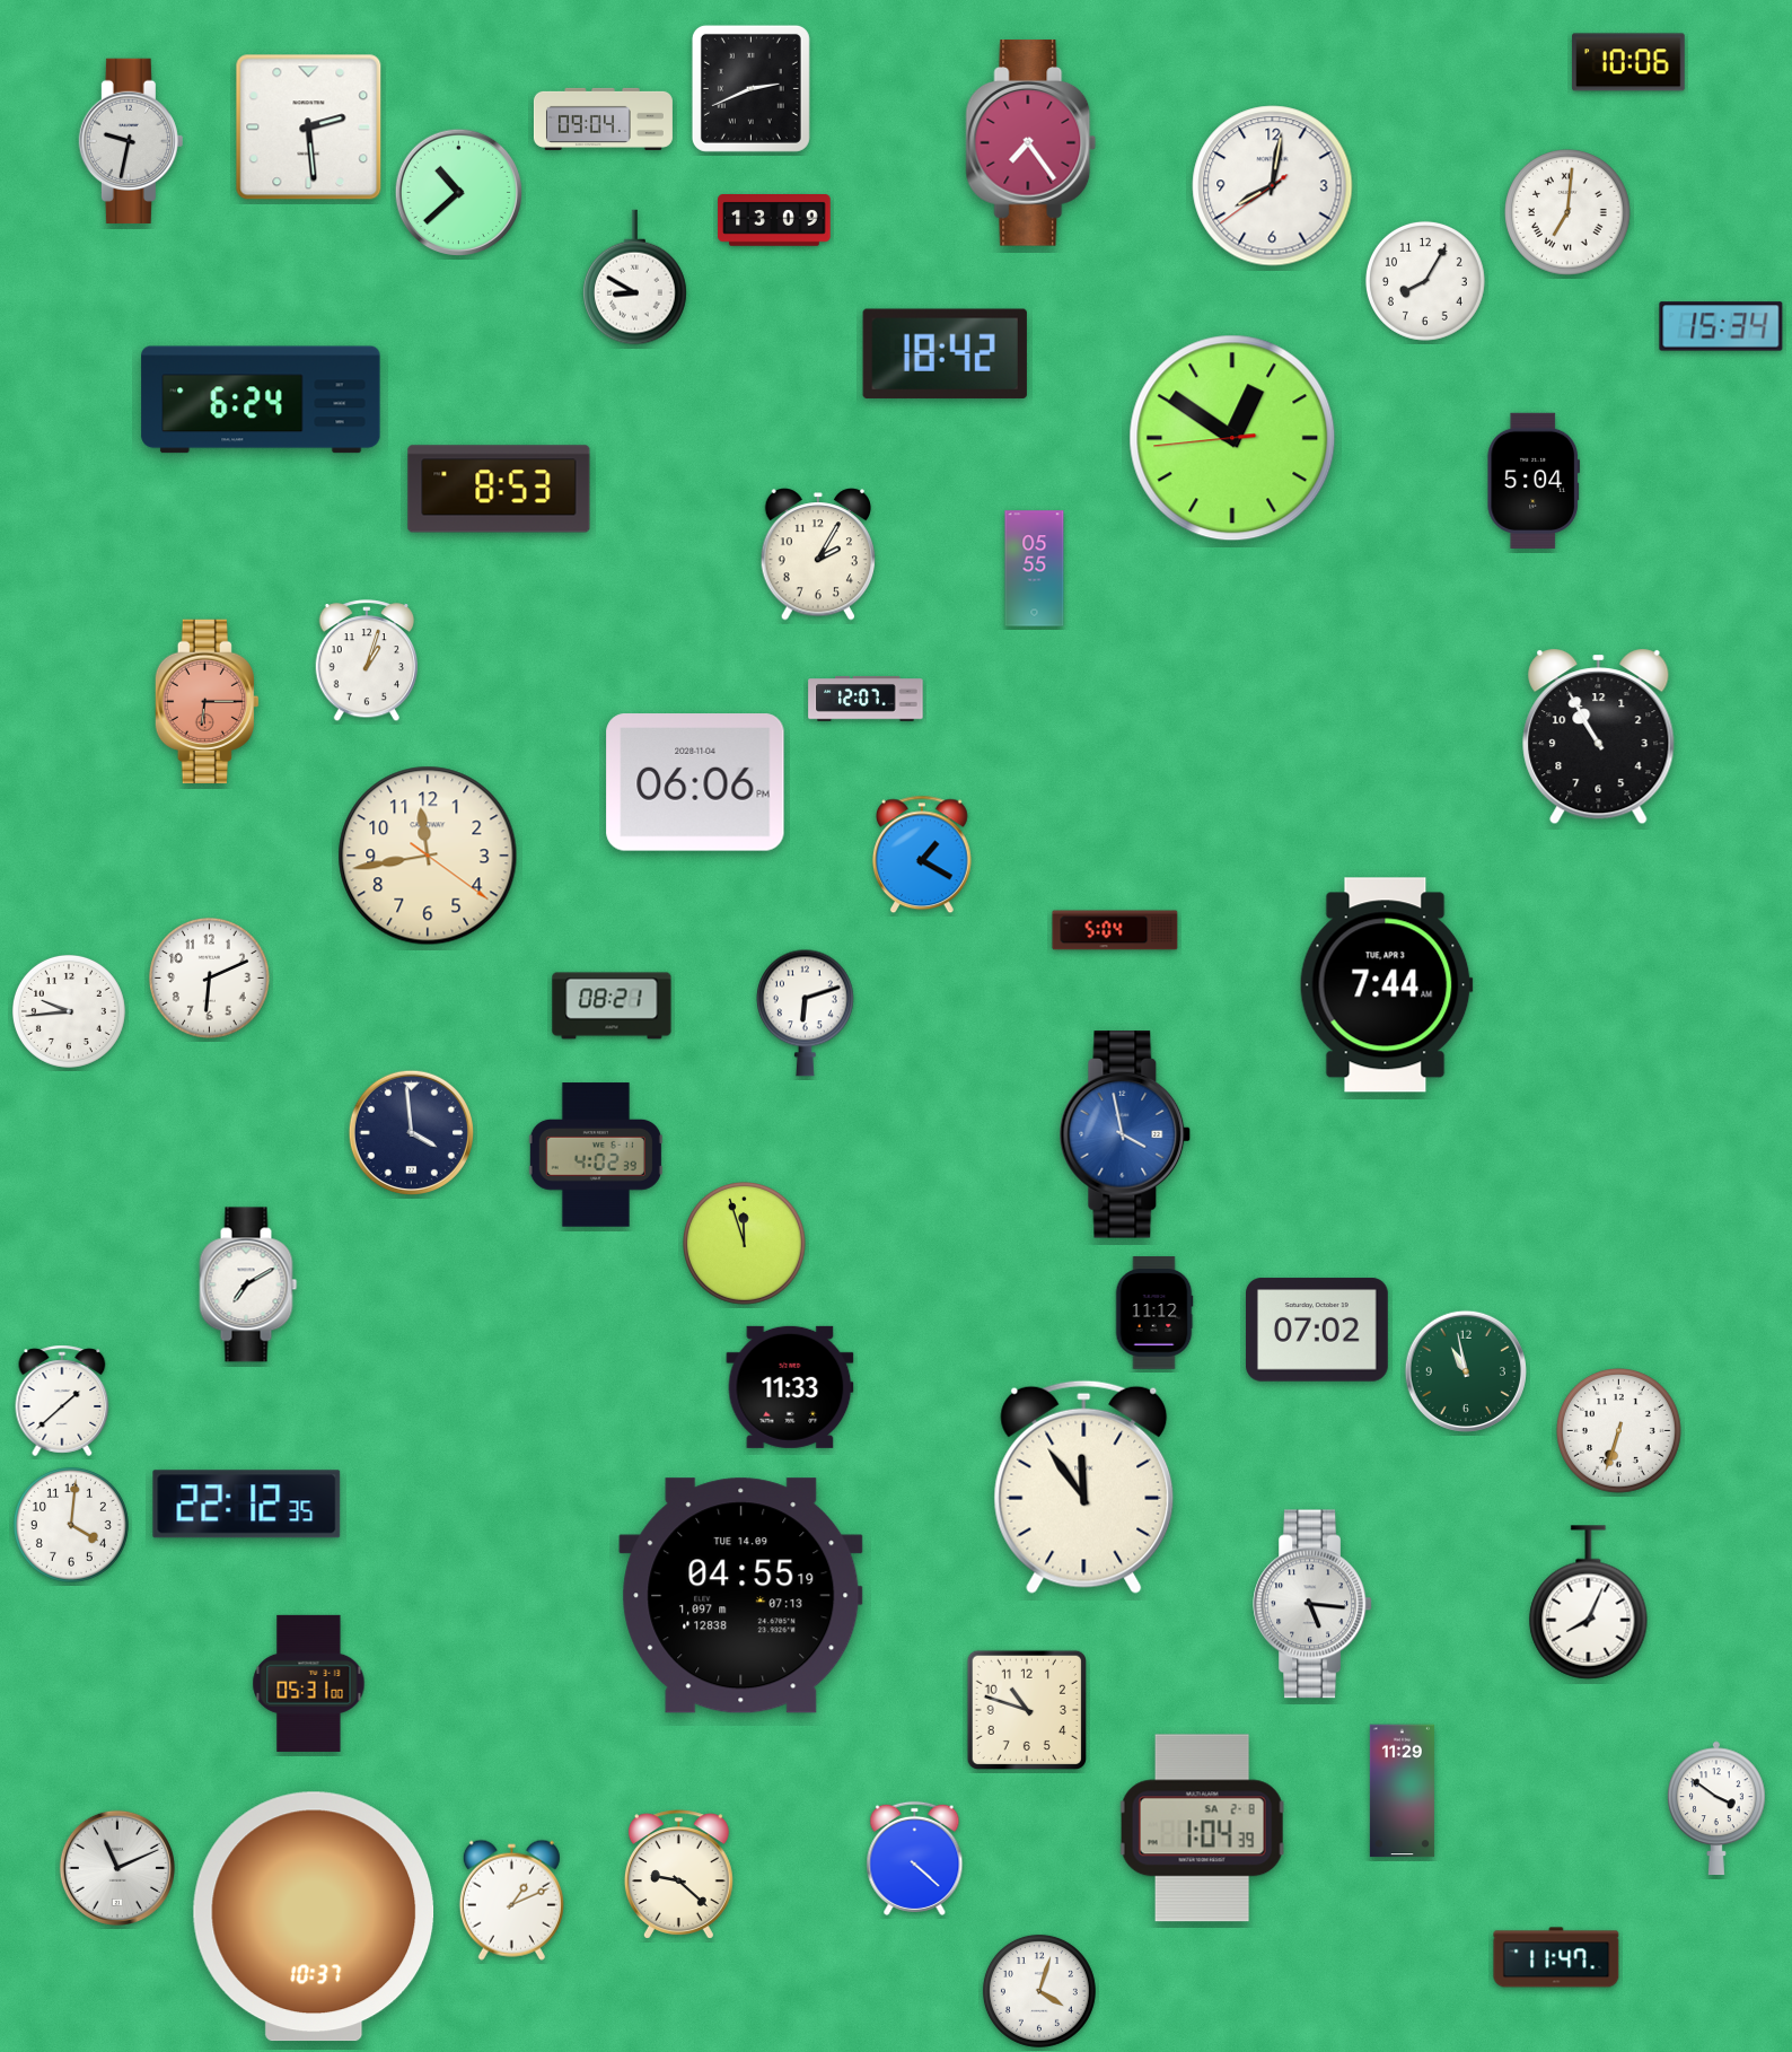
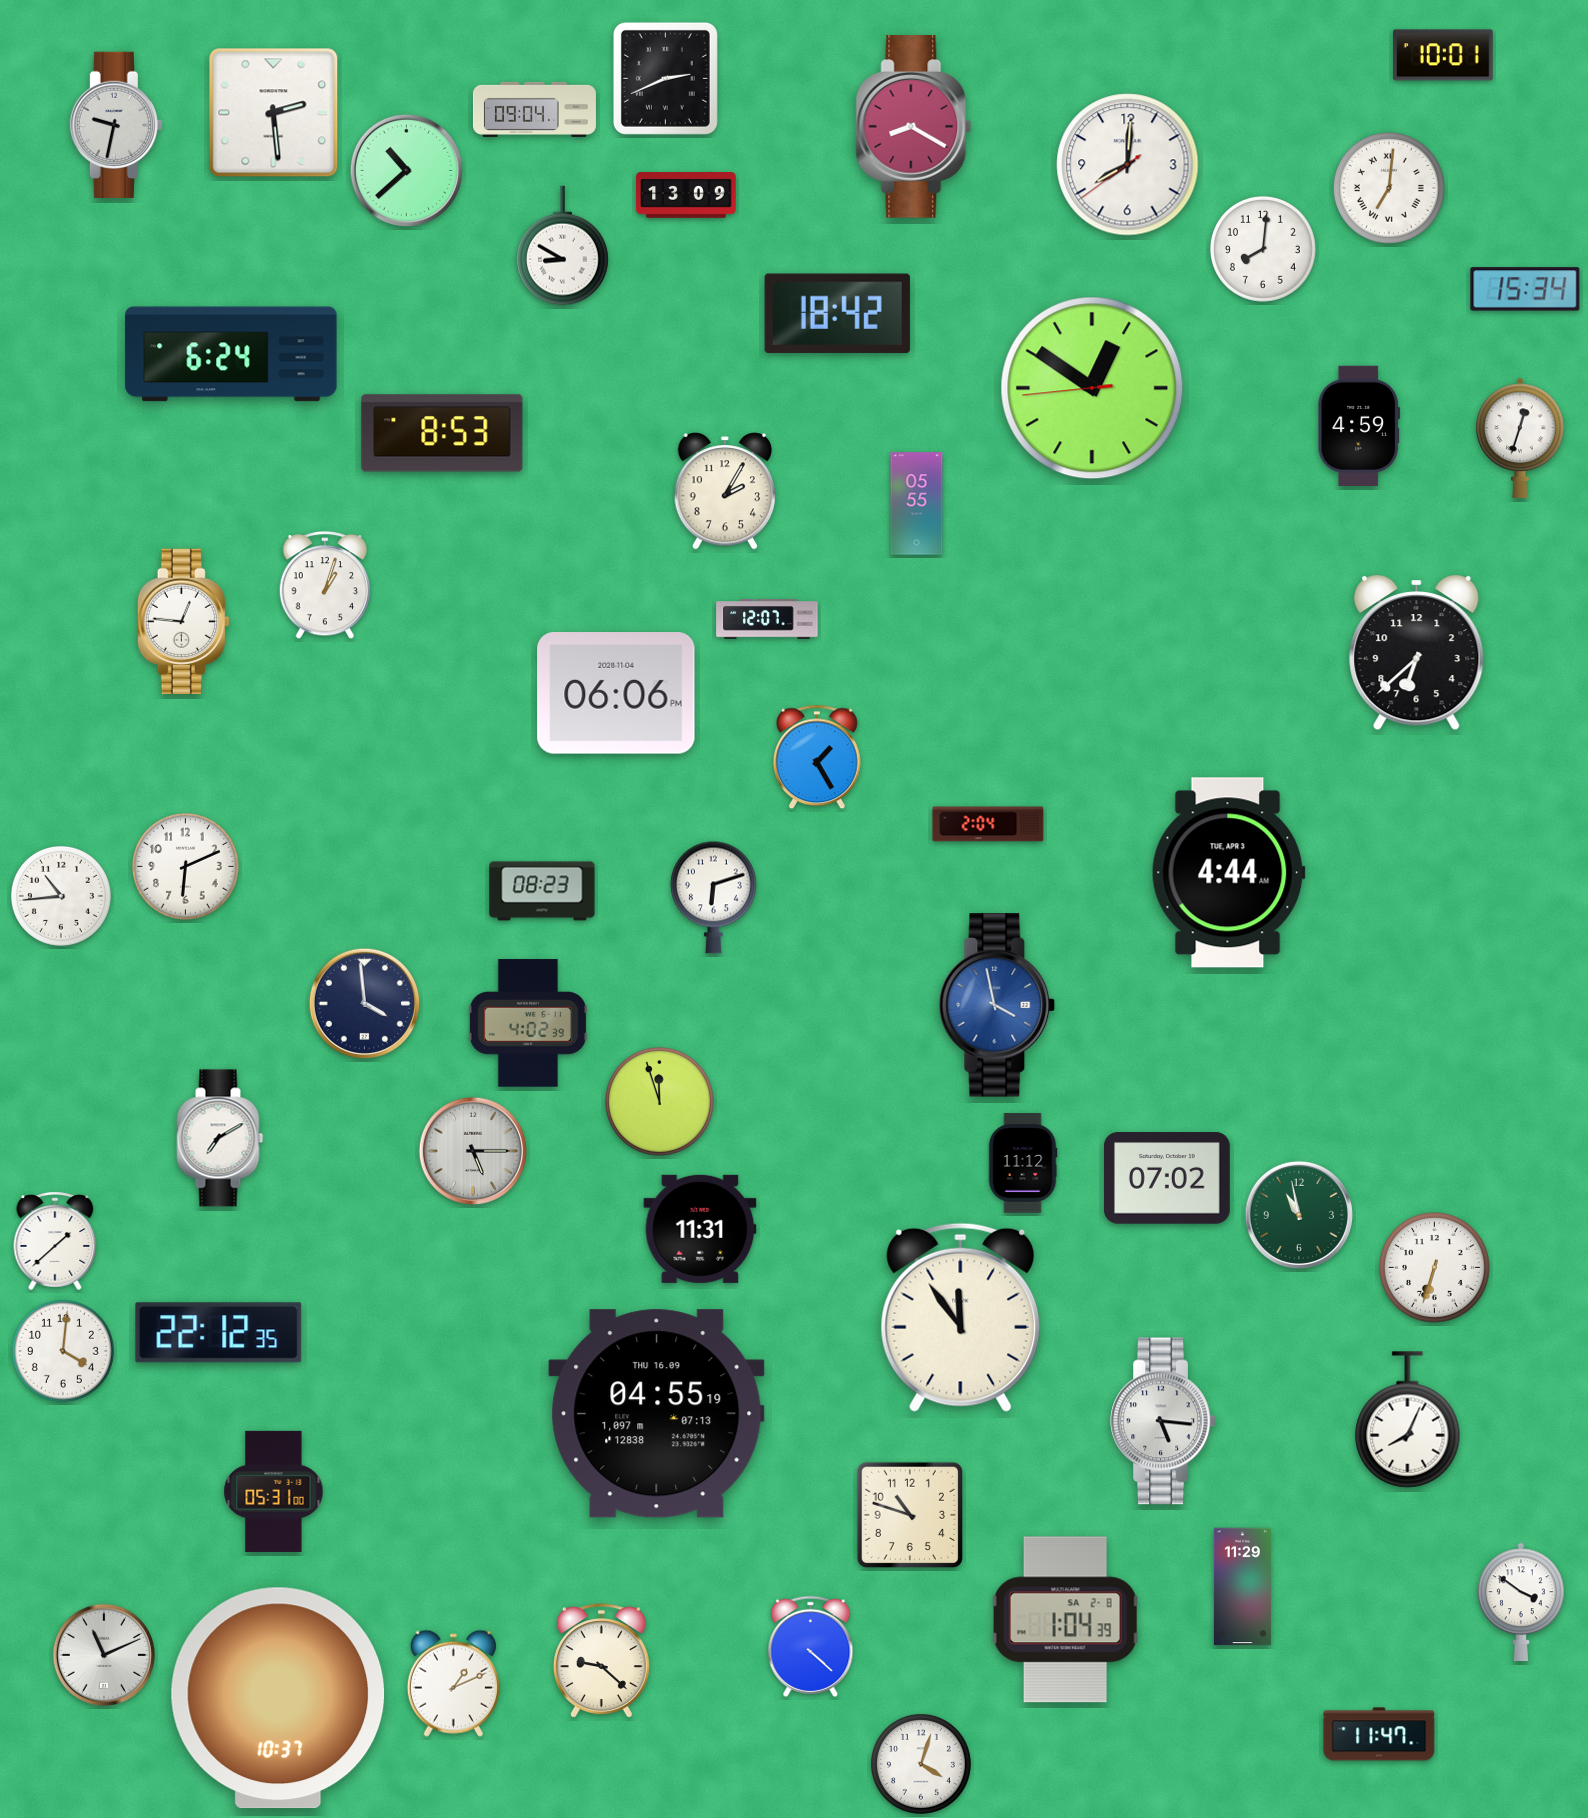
clock at (1628, 62): 10:06 -> 10:01
clock at (603, 119) position: (603, 119) -> (534, 109)
clock at (1031, 143): 7:24 -> 8:20
clock at (1273, 186): 8:01 -> 8:00
clock at (1425, 281): 8:05 -> 8:01
clock at (1532, 481): 5:04 -> 4:59
clock at (1520, 438): none -> 12:33
clock at (207, 702): 6:15 -> 12:46
clock at (207, 702) dial: salmon -> white
clock at (1599, 737): 10:55 -> 6:38
clock at (922, 854): 1:20 -> 1:25
clock at (428, 856): 11:43 -> none
clock at (1115, 930): 5:04 -> 2:04
clock at (1386, 985): 7:44 -> 4:44
clock at (612, 1006): 08:21 -> 08:23
clock at (69, 1011): 9:44 -> 10:44
clock at (473, 1151): none -> 5:15
clock at (790, 1387): 11:33 -> 11:31
clock at (741, 1596) date: TUE 14.09 -> THU 16.09
